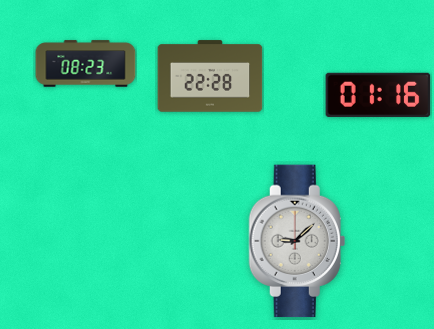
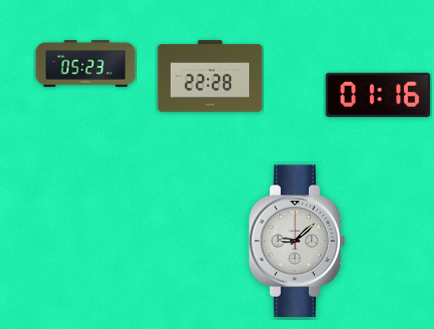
clock at (86, 64): 08:23 -> 05:23
